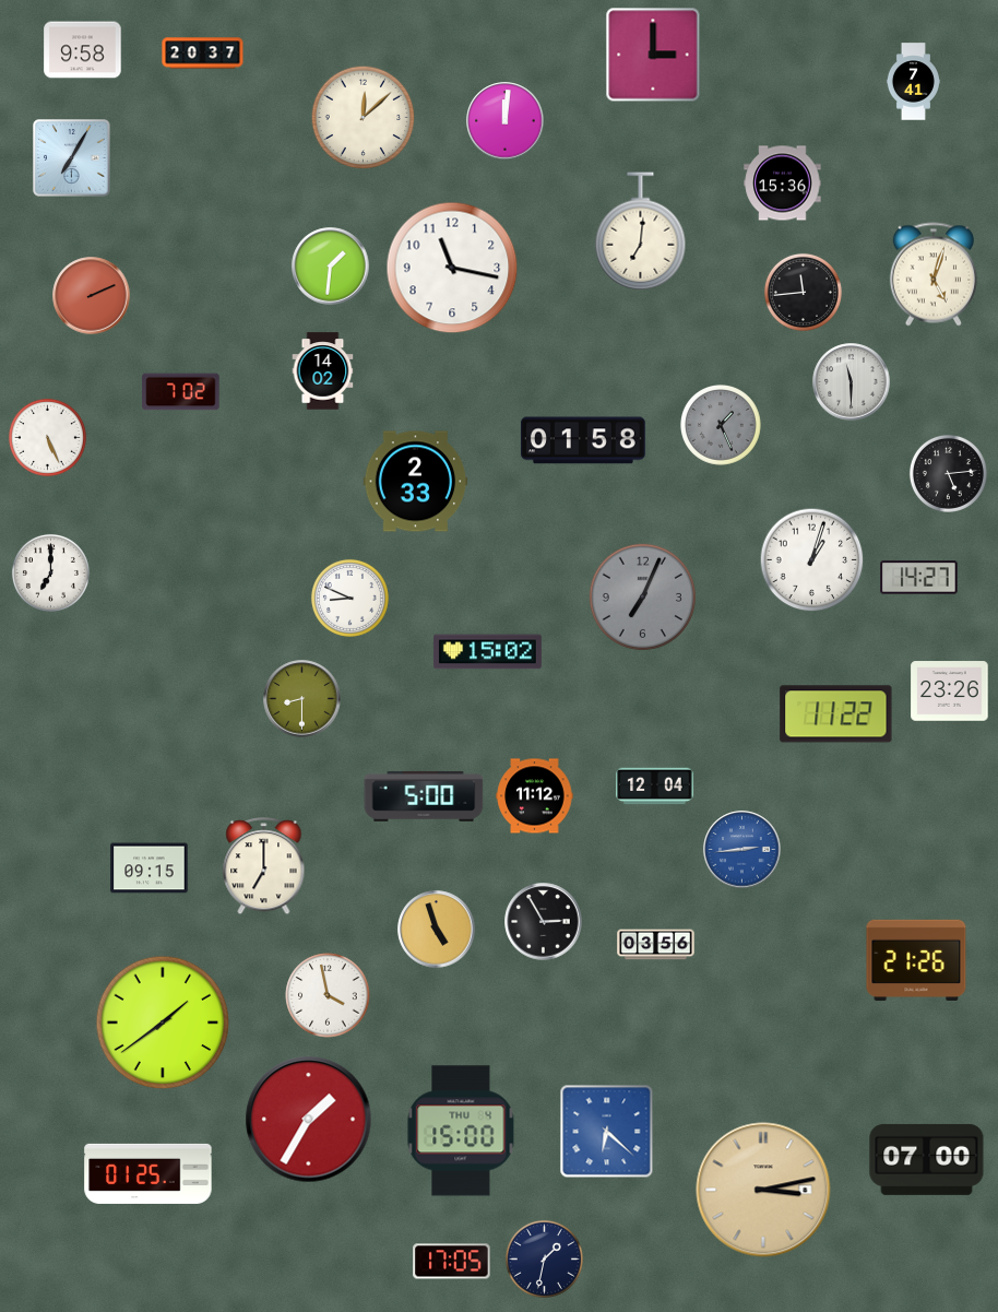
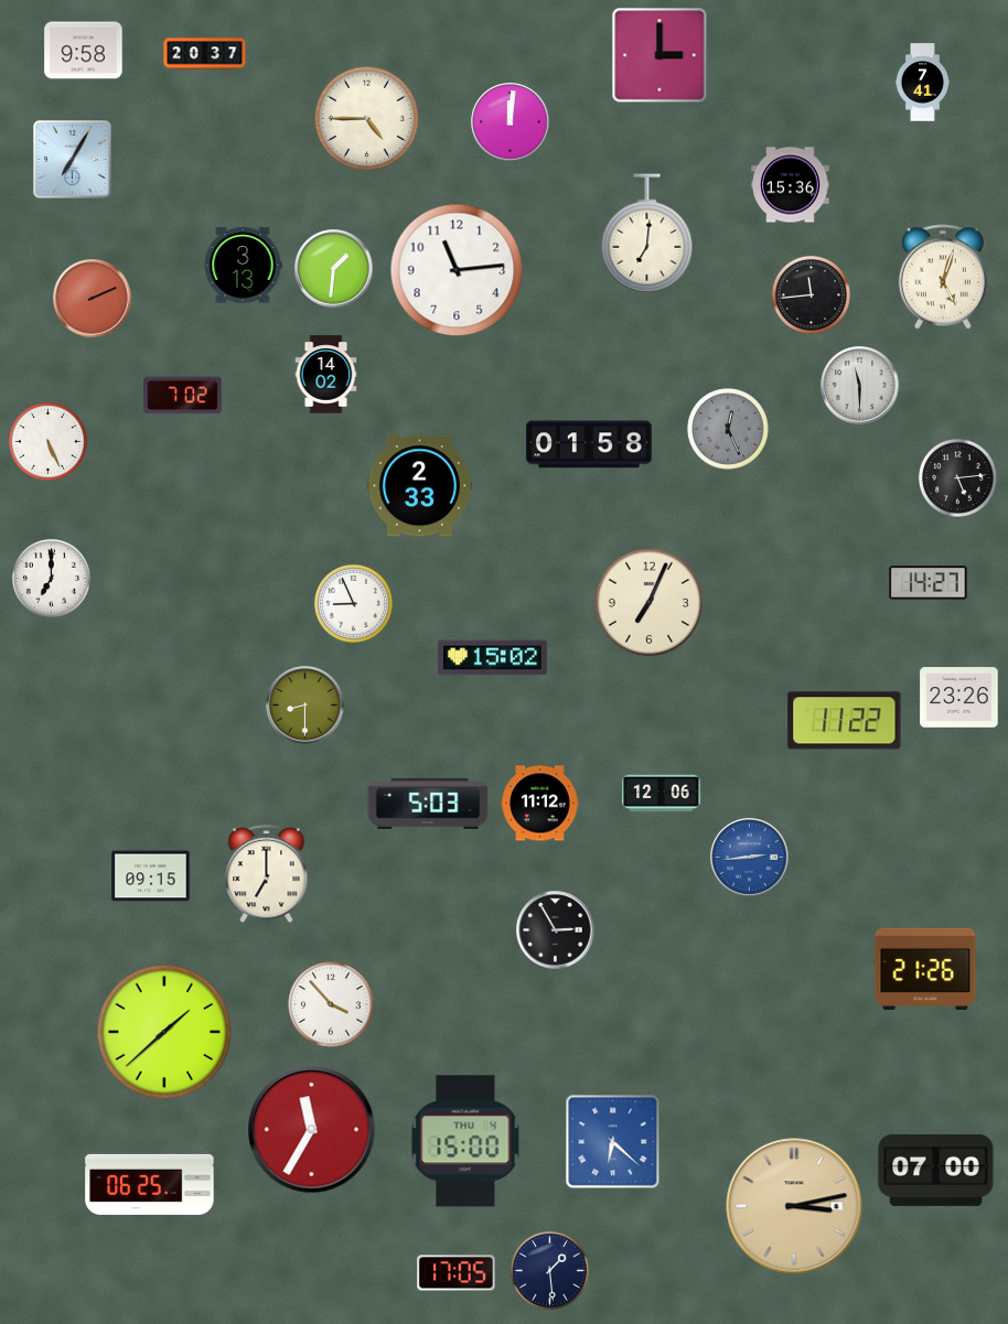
clock at (364, 118): 12:08 -> 4:45
clock at (243, 266): none -> 3:13
clock at (452, 268): 11:17 -> 11:14
clock at (722, 426): 1:26 -> 12:26
clock at (812, 560): 1:03 -> none
clock at (642, 596) dial: grey -> cream
clock at (349, 598): 8:49 -> 8:56
clock at (655, 787): 12:04 -> 12:06
clock at (424, 796): 5:00 -> 5:03
clock at (544, 922) position: (544, 922) -> (556, 930)
clock at (437, 930): 4:57 -> none
clock at (656, 945): 03:56 -> none
clock at (328, 995): 3:58 -> 3:53
clock at (163, 1023): 1:39 -> 1:38
clock at (309, 1120): 1:35 -> 11:35
clock at (148, 1173): 01:25 -> 06:25
clock at (763, 1190) position: (763, 1190) -> (794, 1206)
clock at (544, 1258): 1:32 -> 1:29
